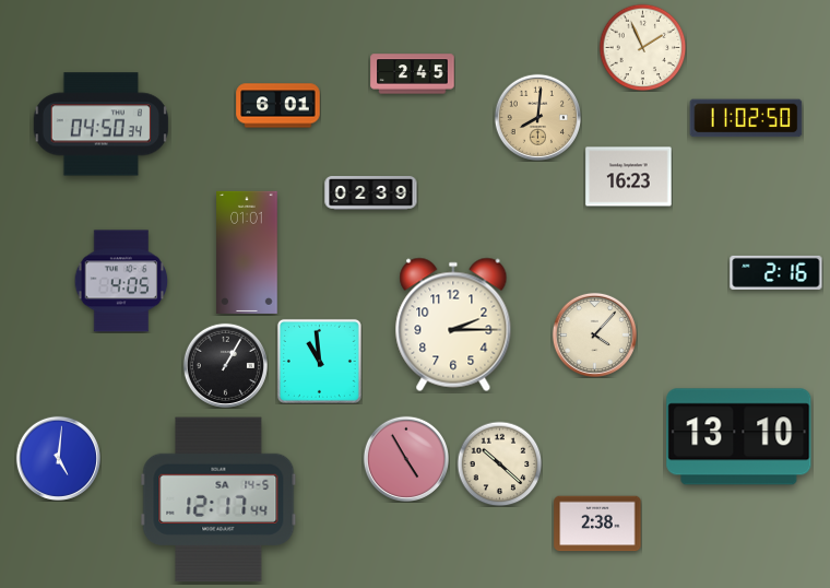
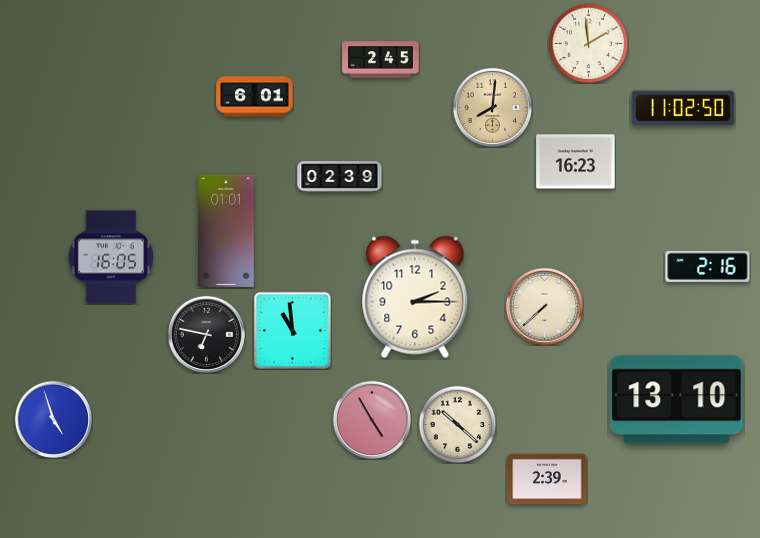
clock at (642, 47): 1:56 -> 1:59
clock at (413, 74) position: (413, 74) -> (381, 60)
clock at (100, 125): 04:50 -> none
clock at (776, 272) position: (776, 272) -> (708, 266)
clock at (121, 281): 4:05 -> 16:05
clock at (594, 334): 4:07 -> 7:38
clock at (225, 365): 1:05 -> 6:47
clock at (58, 458): 5:01 -> 4:57
clock at (218, 499): 12:17 -> none
clock at (597, 524): 2:38 -> 2:39
